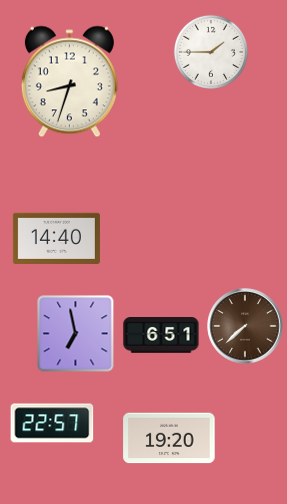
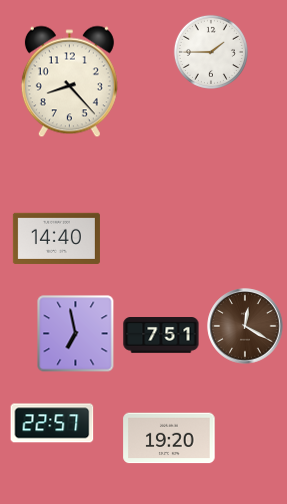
clock at (69, 82): 8:33 -> 8:23
clock at (245, 326): 7:38 -> 12:20
clock at (161, 336): 6:51 -> 7:51
